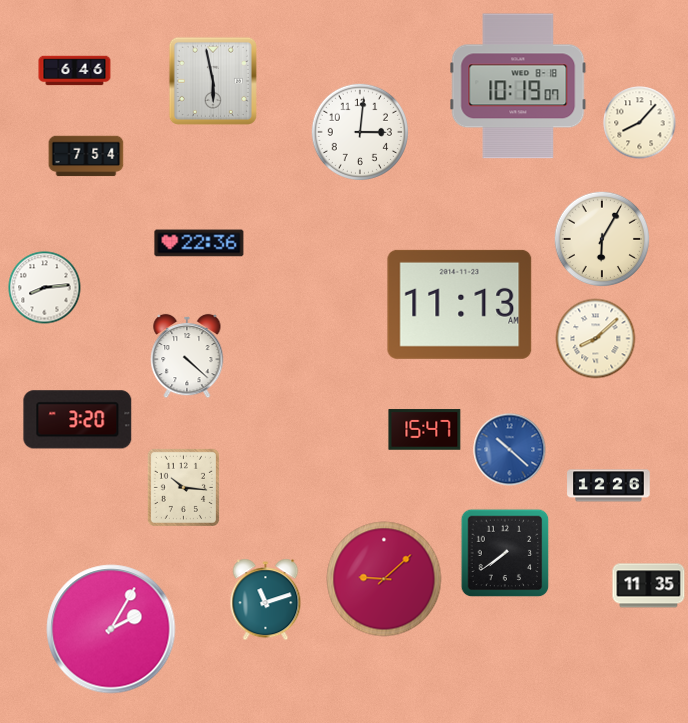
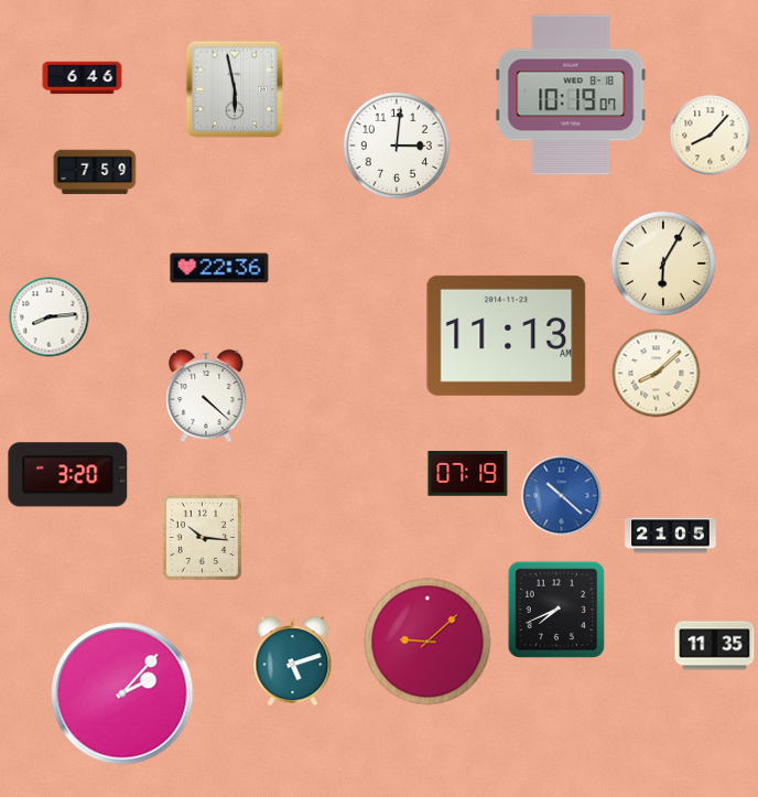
clock at (640, 123) position: (640, 123) -> (711, 136)
clock at (86, 156): 7:54 -> 7:59
clock at (187, 356) position: (187, 356) -> (206, 396)
clock at (78, 420) position: (78, 420) -> (68, 475)
clock at (425, 430): 15:47 -> 07:19
clock at (609, 486): 12:26 -> 21:05
clock at (505, 553): 7:39 -> 7:41
clock at (384, 579) position: (384, 579) -> (427, 642)
clock at (266, 600): 11:12 -> 5:12
clock at (111, 629): 2:05 -> 2:07
